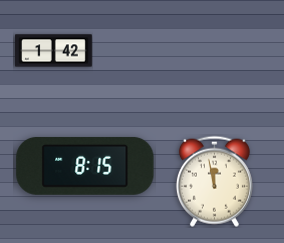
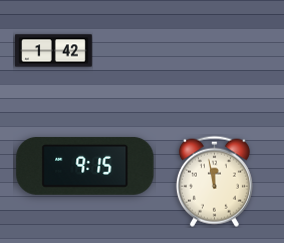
clock at (85, 166): 8:15 -> 9:15
